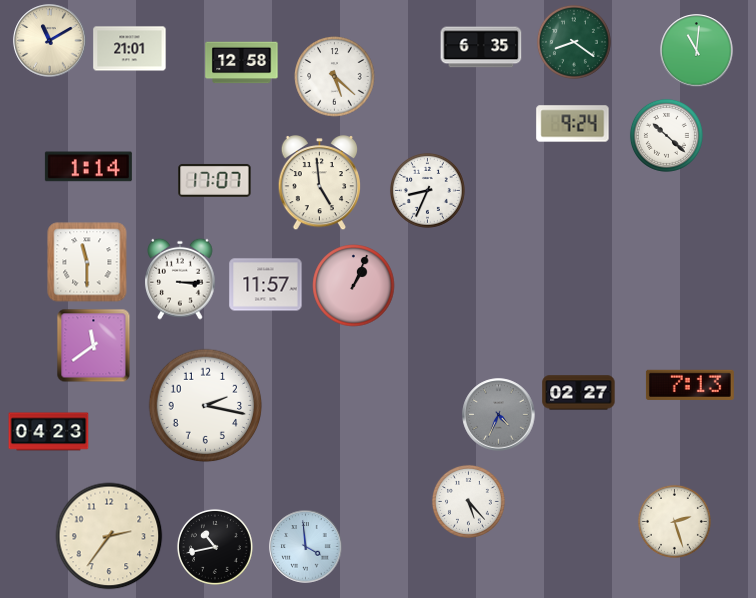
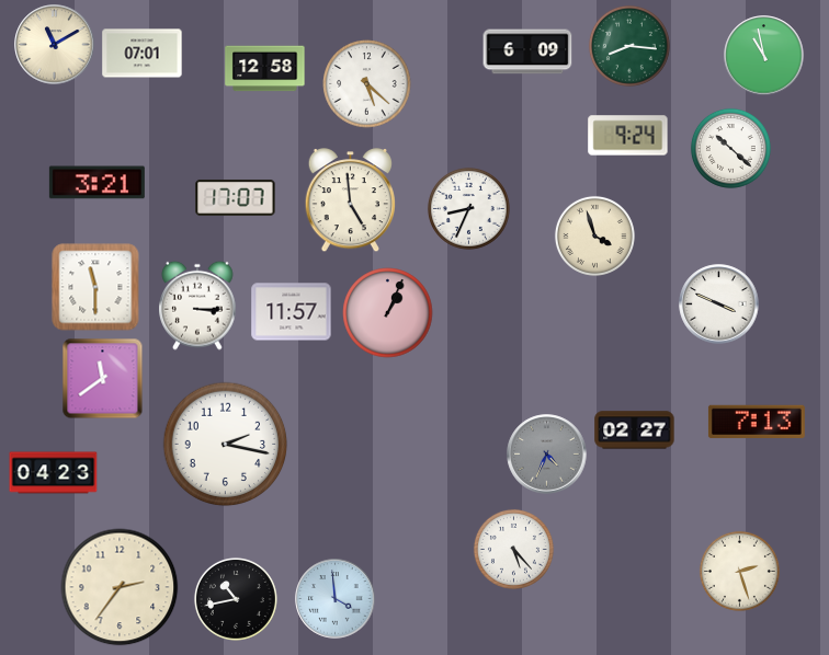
clock at (574, 42): 8:21 -> 8:16
clock at (481, 47): 6:35 -> 6:09
clock at (130, 49): 21:01 -> 07:01
clock at (697, 51): 11:01 -> 10:58
clock at (88, 167): 1:14 -> 3:21
clock at (594, 235): none -> 3:57
clock at (719, 304): none -> 3:49
